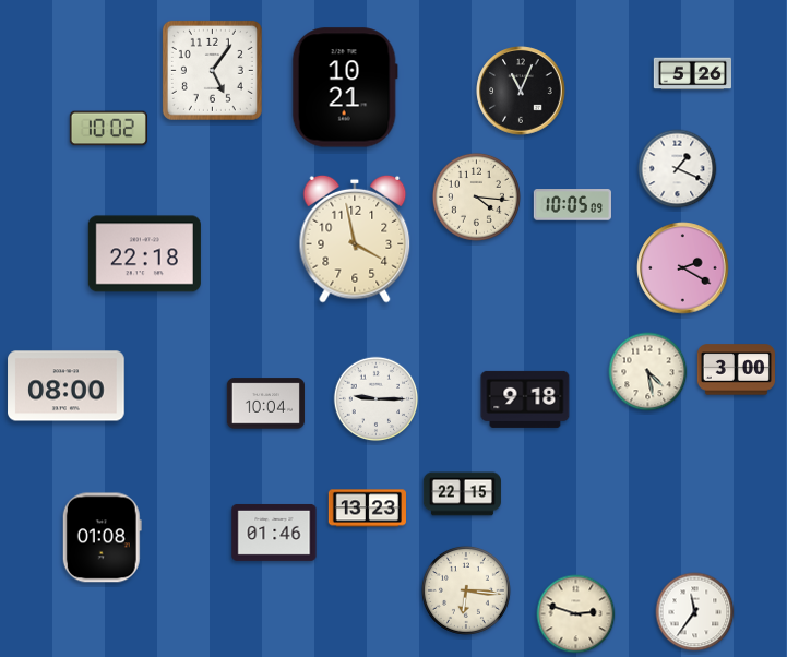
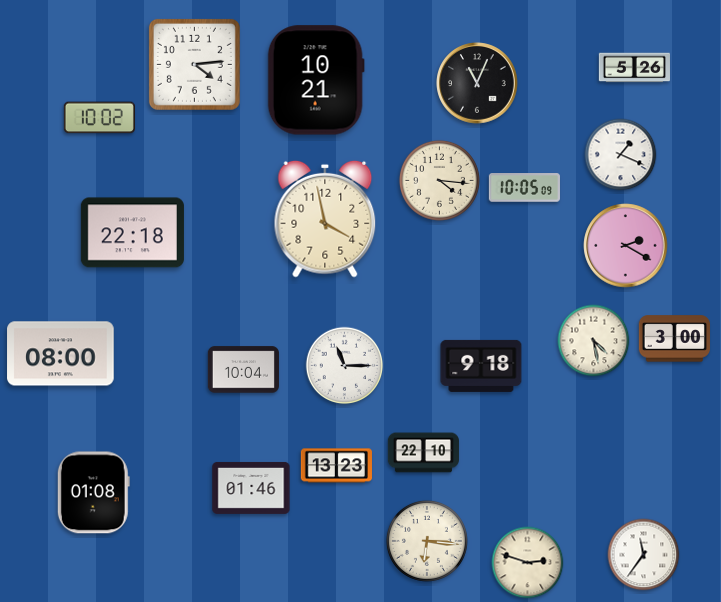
clock at (212, 70): 5:06 -> 4:14
clock at (476, 196) position: (476, 196) -> (439, 180)
clock at (377, 399): 9:15 -> 11:15
clock at (462, 494): 22:15 -> 22:10
clock at (695, 612) position: (695, 612) -> (644, 555)
